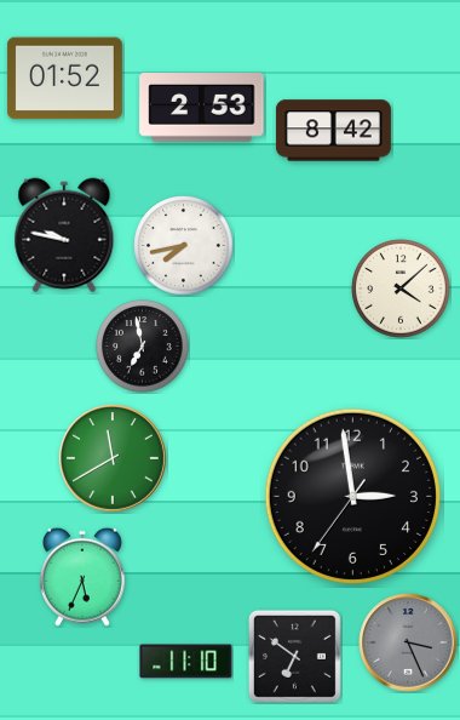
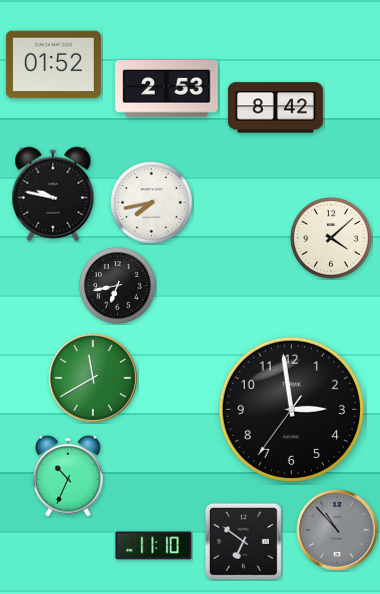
clock at (143, 347): 6:58 -> 6:43
clock at (84, 577): 5:34 -> 10:34
clock at (408, 642): 3:26 -> 10:53
